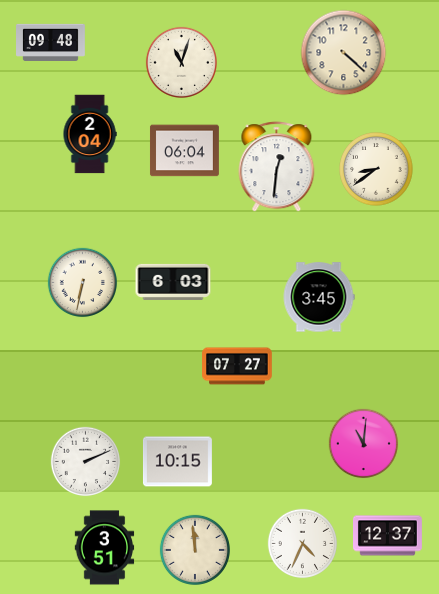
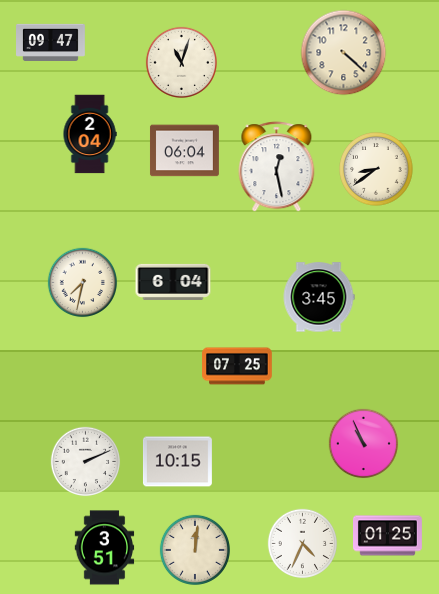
clock at (51, 42): 09:48 -> 09:47
clock at (277, 167): 12:31 -> 12:28
clock at (173, 282): 6:03 -> 6:04
clock at (83, 283): 6:32 -> 7:32
clock at (237, 366): 07:27 -> 07:25
clock at (364, 444): 11:01 -> 10:56
clock at (388, 536): 12:37 -> 01:25
clock at (195, 550): 11:59 -> 12:01
